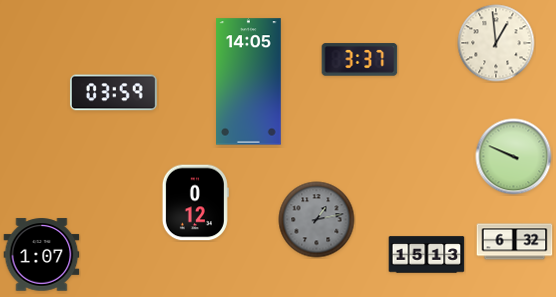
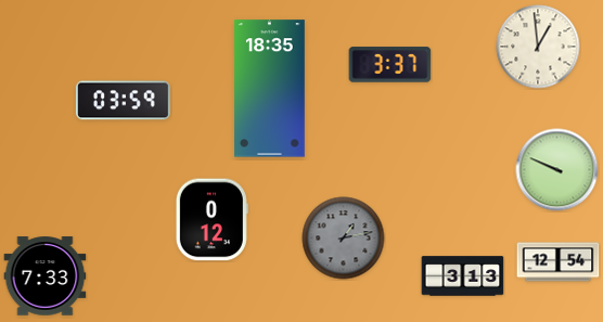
clock at (249, 82): 14:05 -> 18:35
clock at (515, 242): 6:32 -> 12:54
clock at (42, 255): 1:07 -> 7:33
clock at (427, 255): 15:13 -> 3:13
